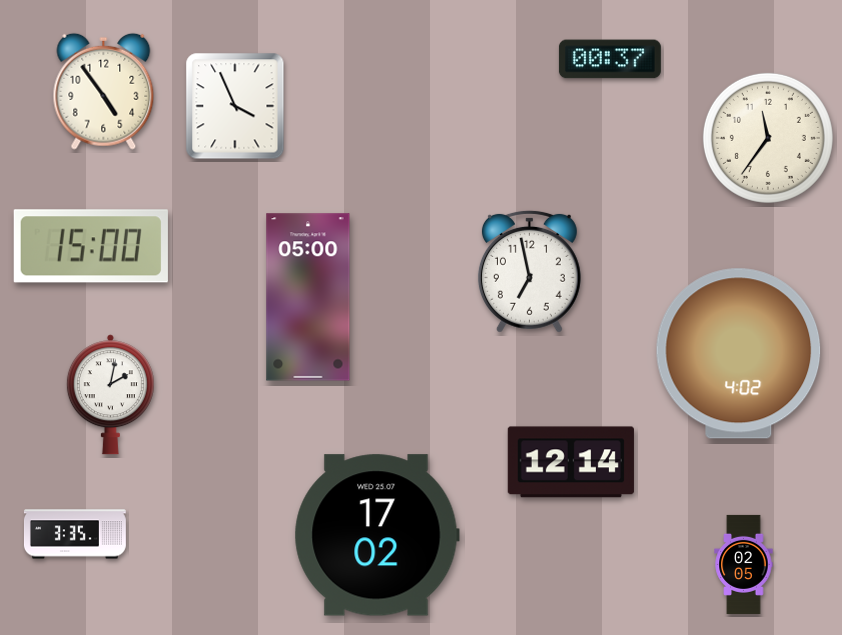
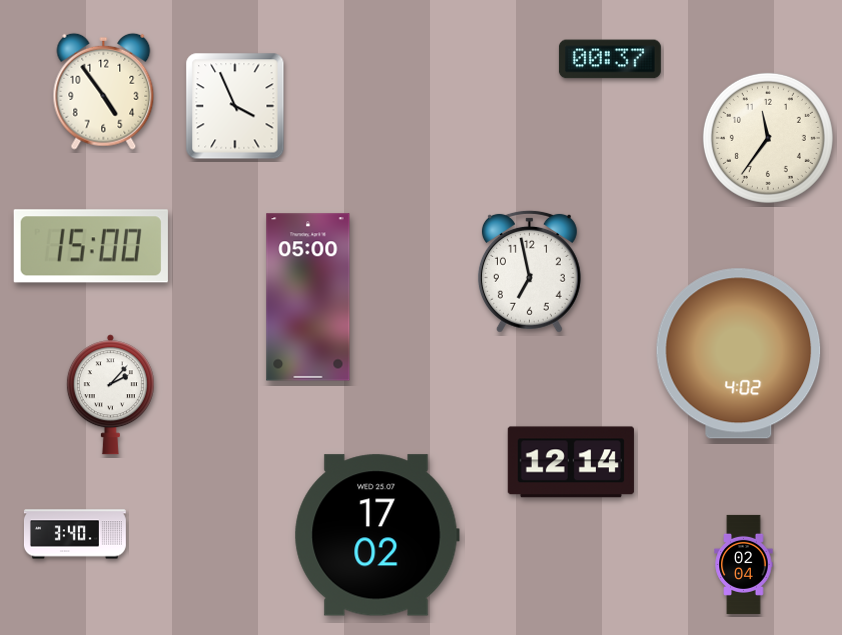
clock at (110, 395): 2:02 -> 2:07
clock at (75, 534): 3:35 -> 3:40
clock at (744, 564): 02:05 -> 02:04
